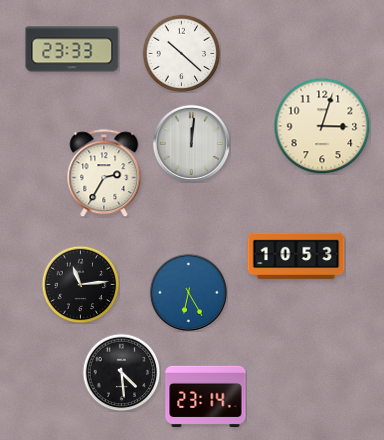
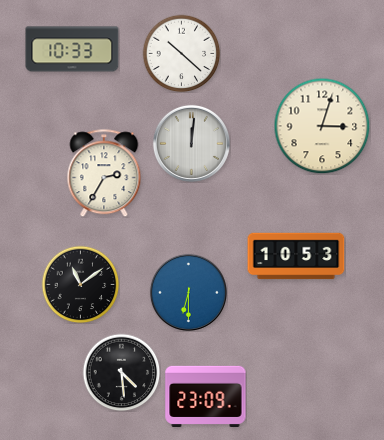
clock at (72, 49): 23:33 -> 10:33
clock at (80, 284): 11:14 -> 11:09
clock at (188, 292): 6:25 -> 6:30
clock at (206, 396): 23:14 -> 23:09
